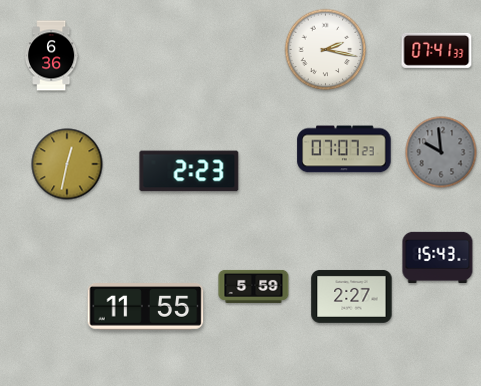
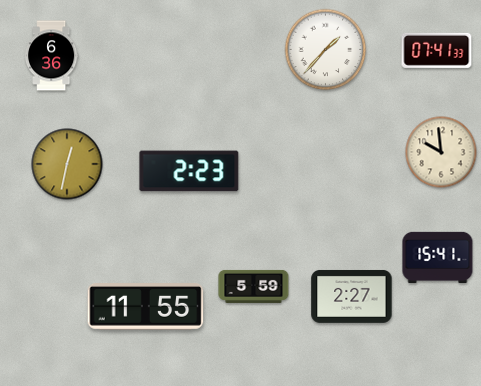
clock at (326, 50): 2:17 -> 1:37
clock at (344, 149): 07:07 -> none
clock at (441, 152) dial: grey -> cream
clock at (438, 257): 15:43 -> 15:41
